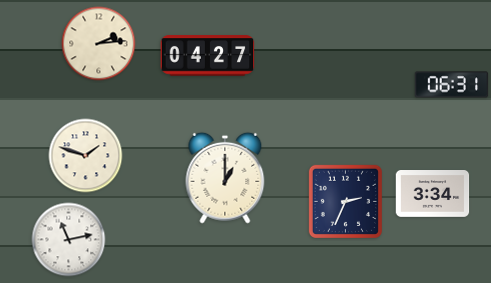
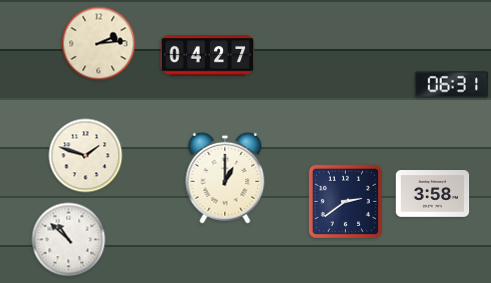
clock at (433, 194): 3:34 -> 3:58
clock at (345, 201): 2:34 -> 2:39
clock at (69, 240): 11:13 -> 10:52
